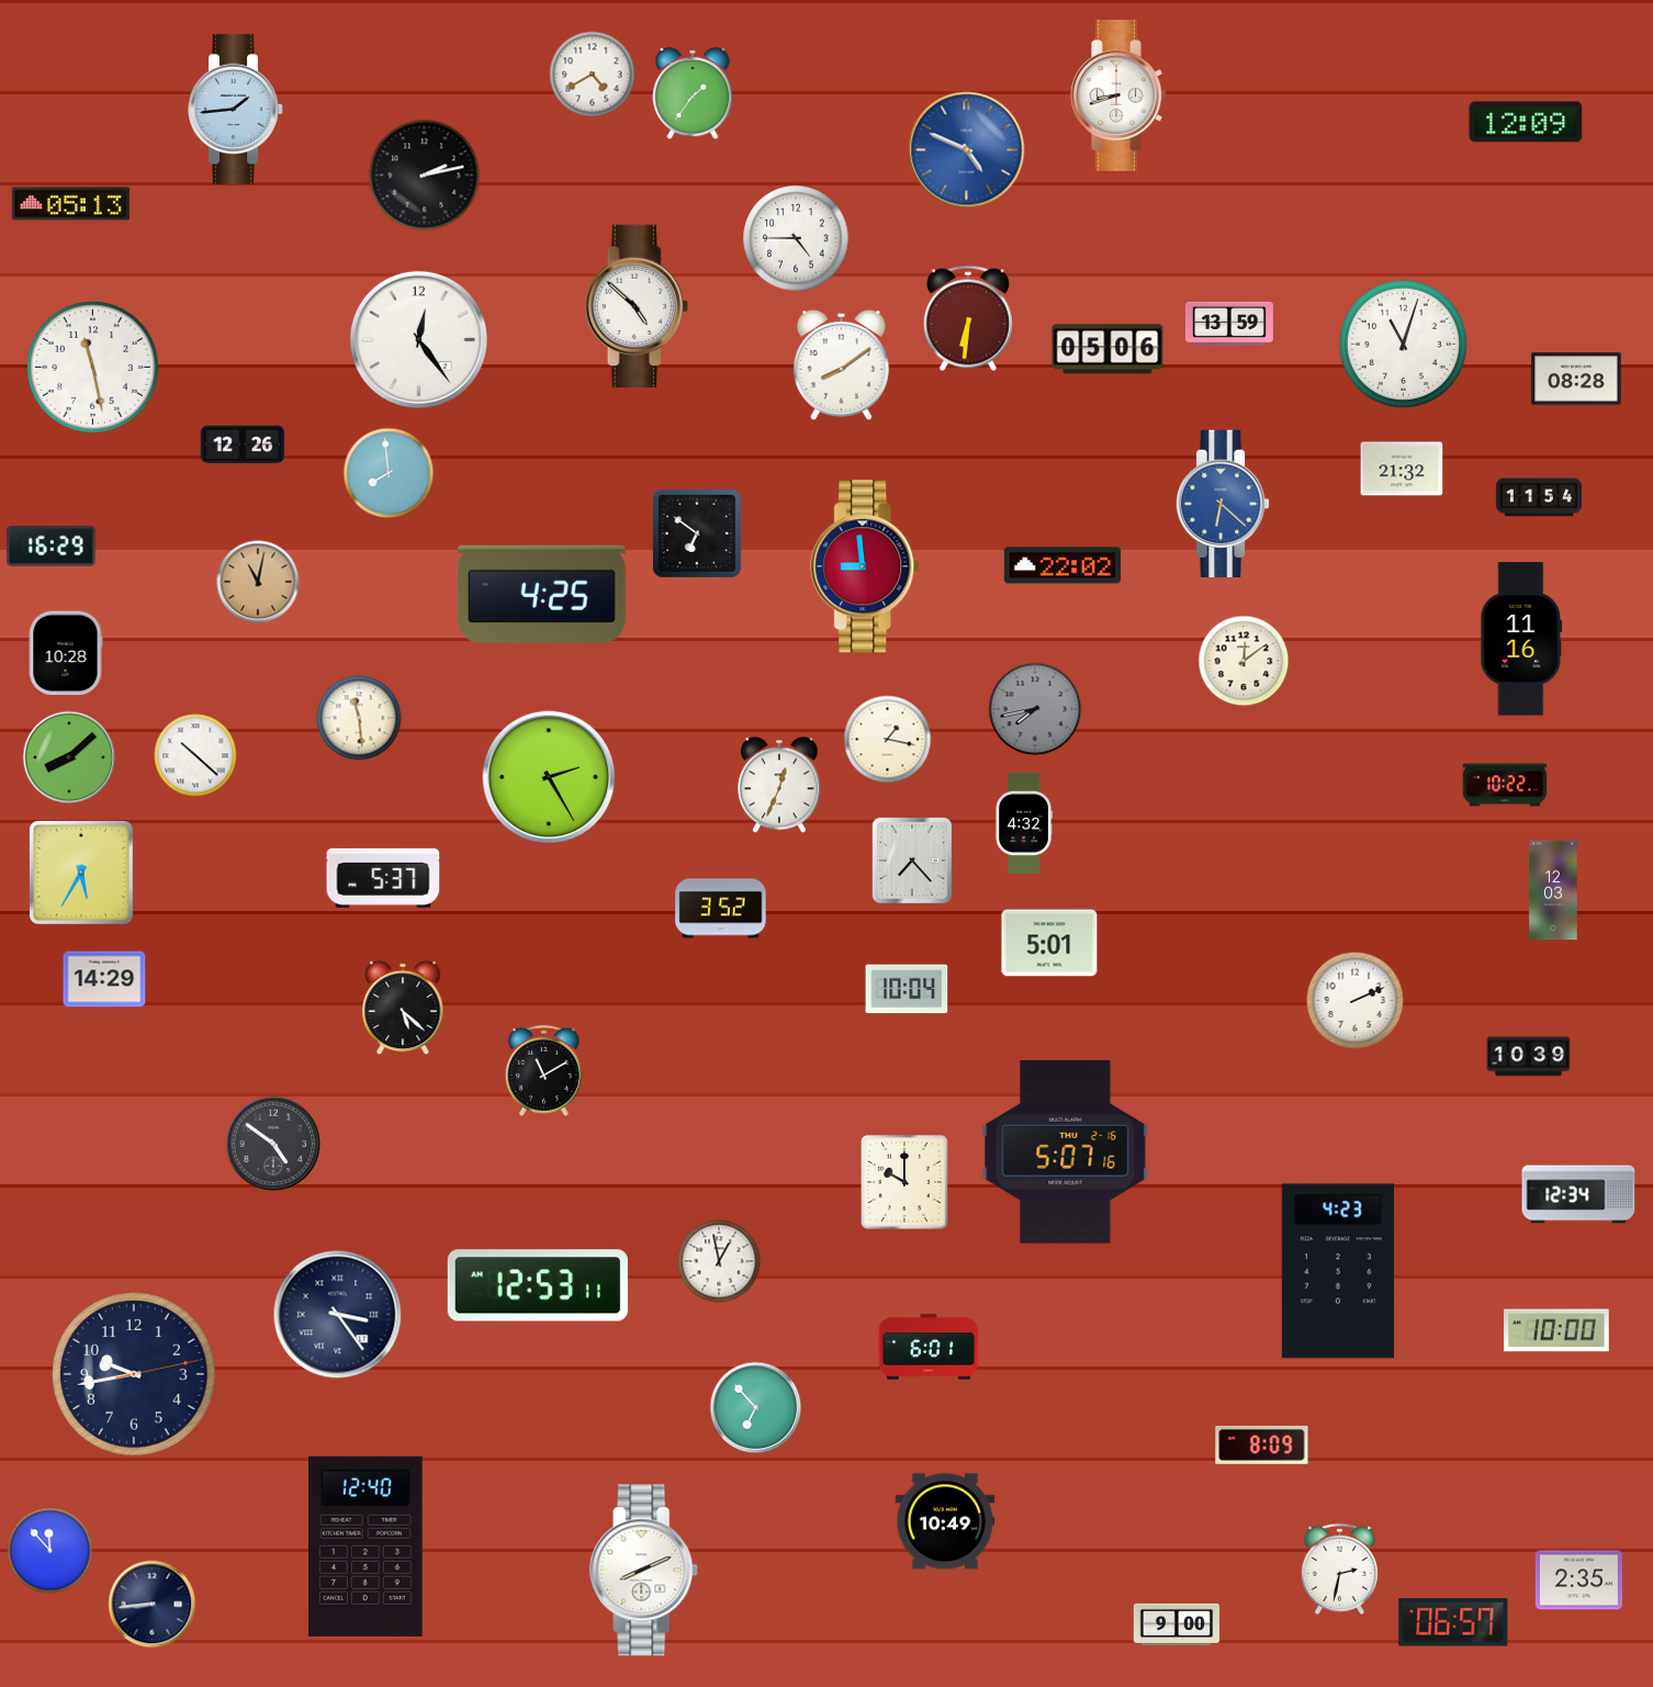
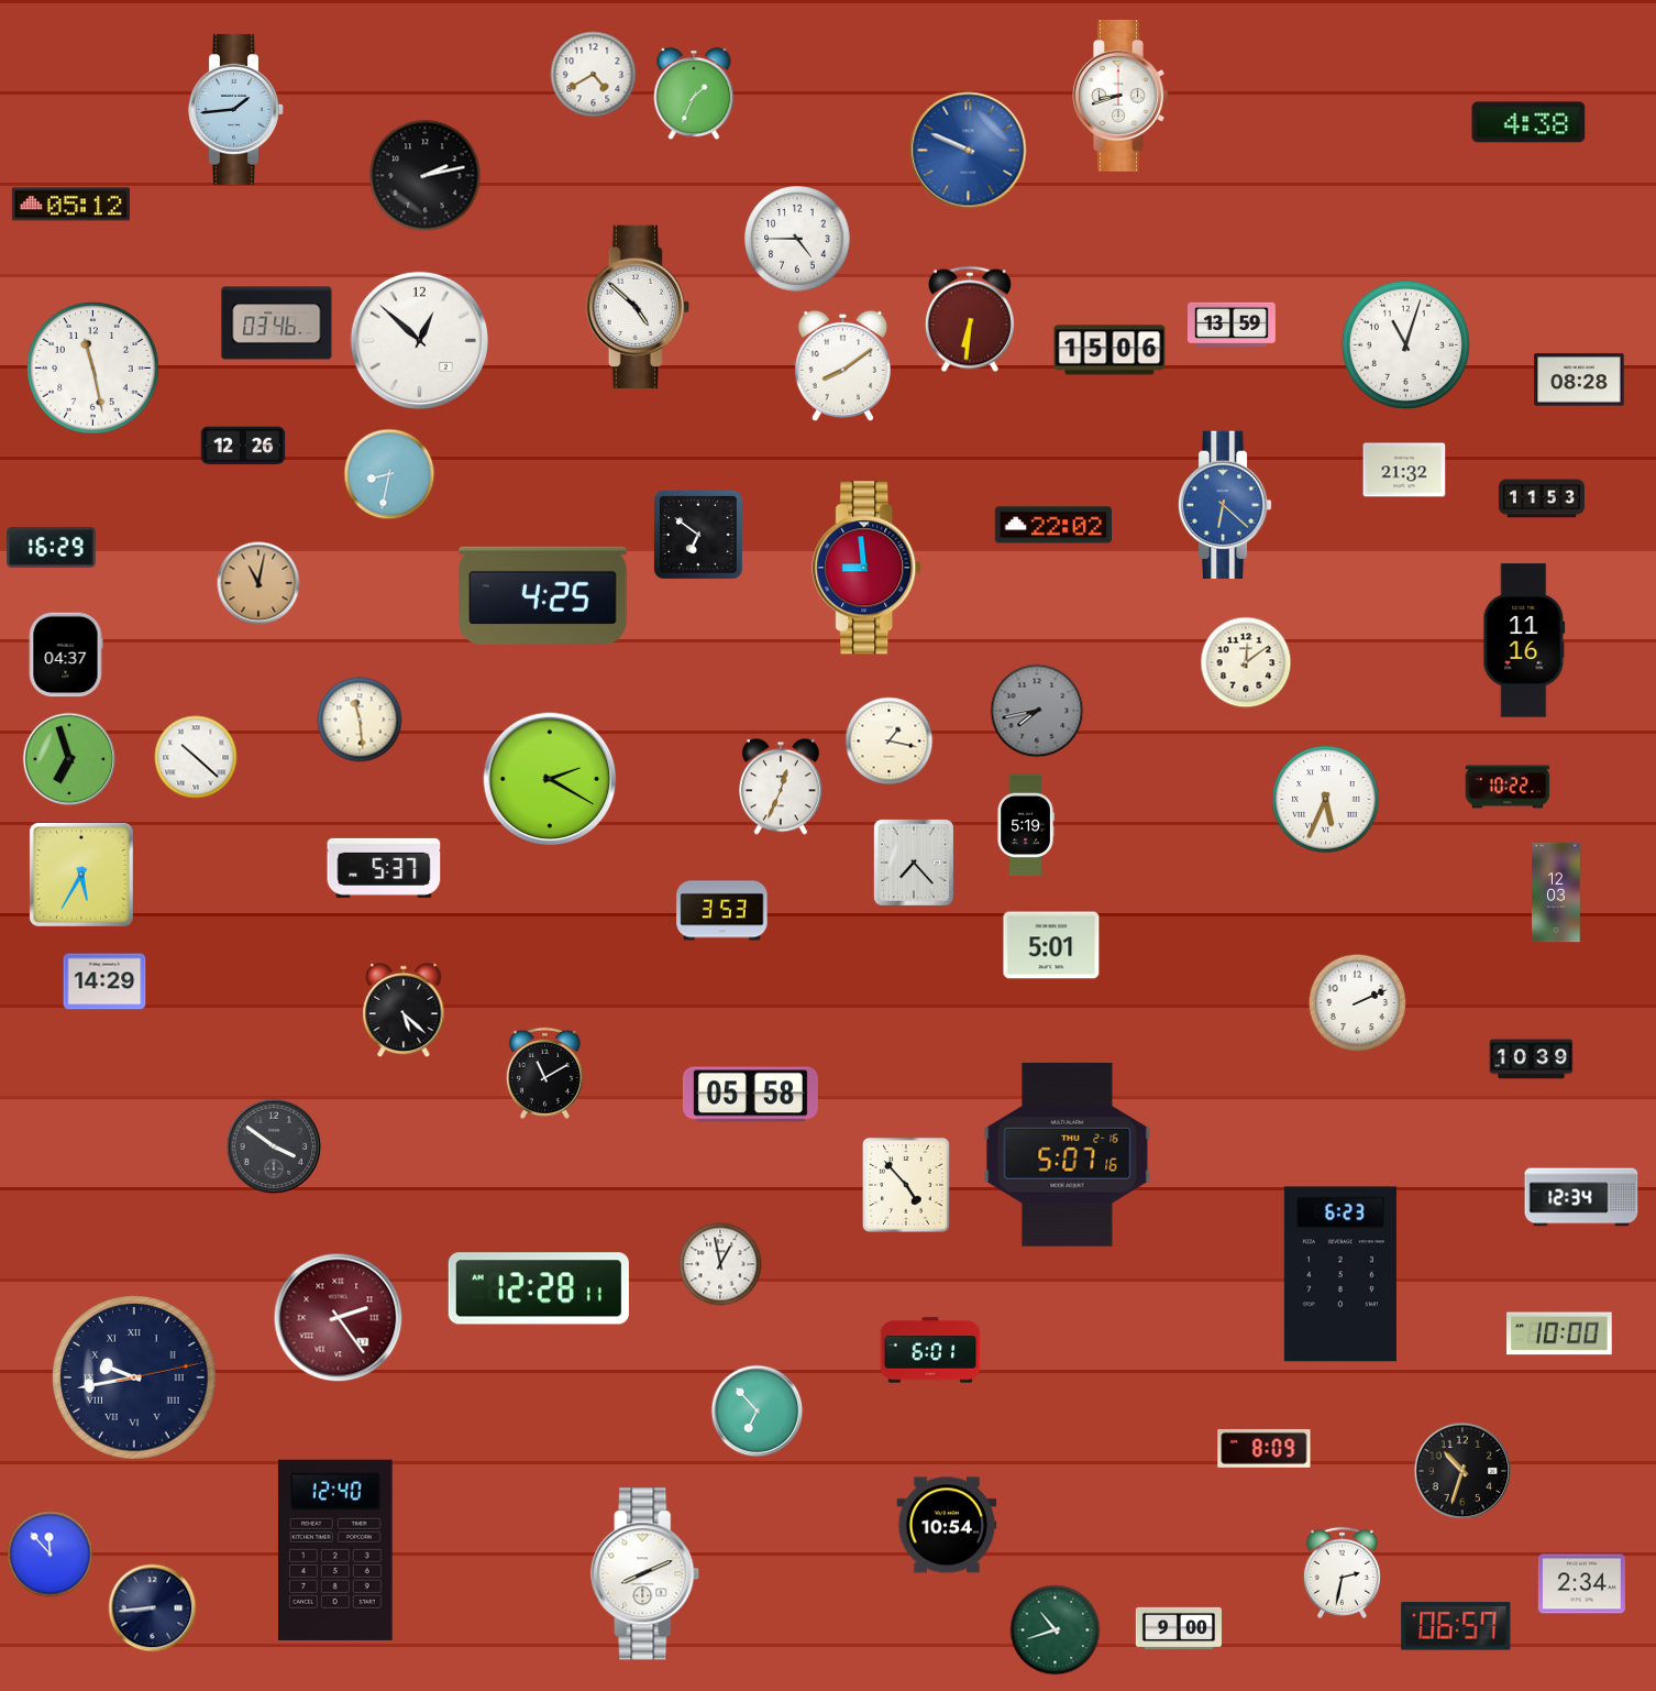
clock at (693, 94): 1:36 -> 1:34
clock at (1526, 122): 12:09 -> 4:38
clock at (967, 150): 4:49 -> 9:49
clock at (70, 204): 05:13 -> 05:12
clock at (277, 323): none -> 03:46
clock at (418, 339): 12:24 -> 12:52
clock at (1107, 349): 05:06 -> 15:06
clock at (389, 473): 7:59 -> 8:32
clock at (1538, 497): 11:54 -> 11:53
clock at (1062, 565) position: (1062, 565) -> (1053, 525)
clock at (66, 653): 10:28 -> 04:37
clock at (69, 757): 8:08 -> 6:57
clock at (549, 777): 2:25 -> 2:20
clock at (1326, 800): none -> 5:34
clock at (1024, 822): 4:32 -> 5:19
clock at (383, 878) position: (383, 878) -> (384, 868)
clock at (721, 909): 3:52 -> 3:53
clock at (907, 989): 10:04 -> none
clock at (750, 1095): none -> 05:58
clock at (273, 1144): 4:51 -> 3:51
clock at (904, 1182): 10:00 -> 4:53
clock at (1338, 1271): 4:23 -> 6:23
clock at (538, 1285): 12:53 -> 12:28
clock at (338, 1315): 3:24 -> 2:24
clock at (338, 1315) dial: navy -> burgundy
clock at (134, 1374) numerals: Arabic -> Roman
clock at (1462, 1471): none -> 10:33
clock at (945, 1521): 10:49 -> 10:54
clock at (366, 1547) position: (366, 1547) -> (335, 1550)
clock at (1578, 1581): 2:35 -> 2:34
clock at (1056, 1630): none -> 10:42
